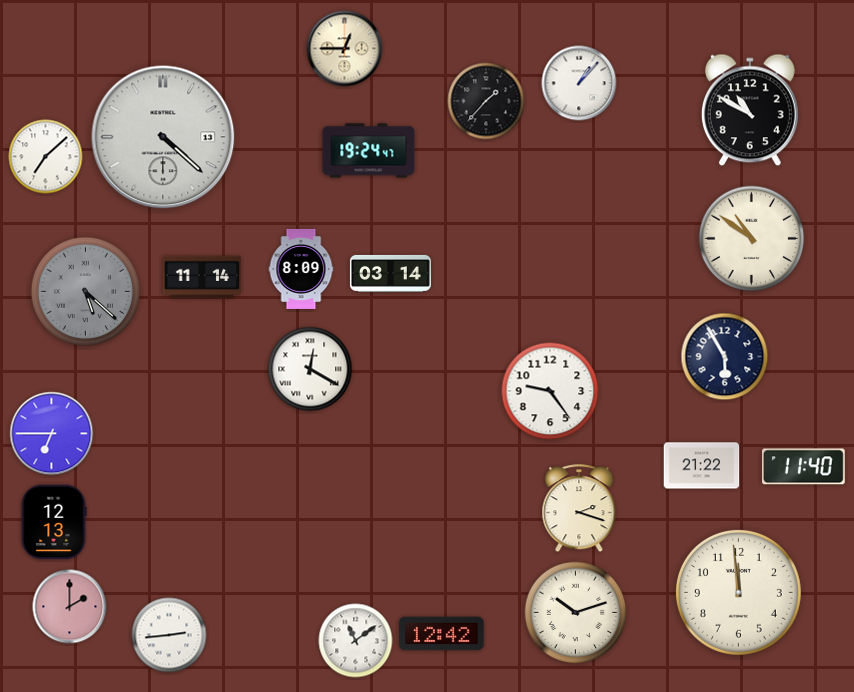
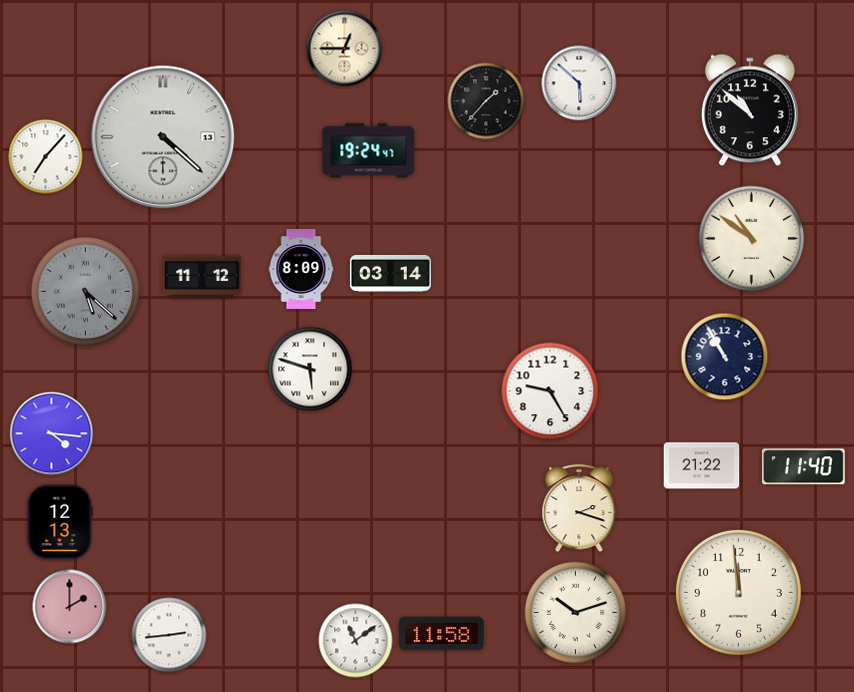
clock at (579, 83): 1:07 -> 5:52
clock at (750, 110): 10:50 -> 10:52
clock at (46, 157): 7:08 -> 7:07
clock at (201, 277): 11:14 -> 11:12
clock at (725, 357): 5:55 -> 10:55
clock at (310, 369): 12:20 -> 5:48
clock at (550, 391): 9:24 -> 9:25
clock at (52, 434): 6:45 -> 4:16
clock at (54, 522) position: (54, 522) -> (60, 522)
clock at (442, 634): 12:42 -> 11:58
